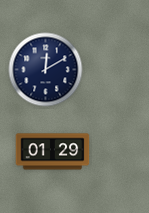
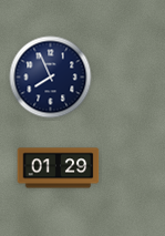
clock at (46, 70): 12:10 -> 7:56
